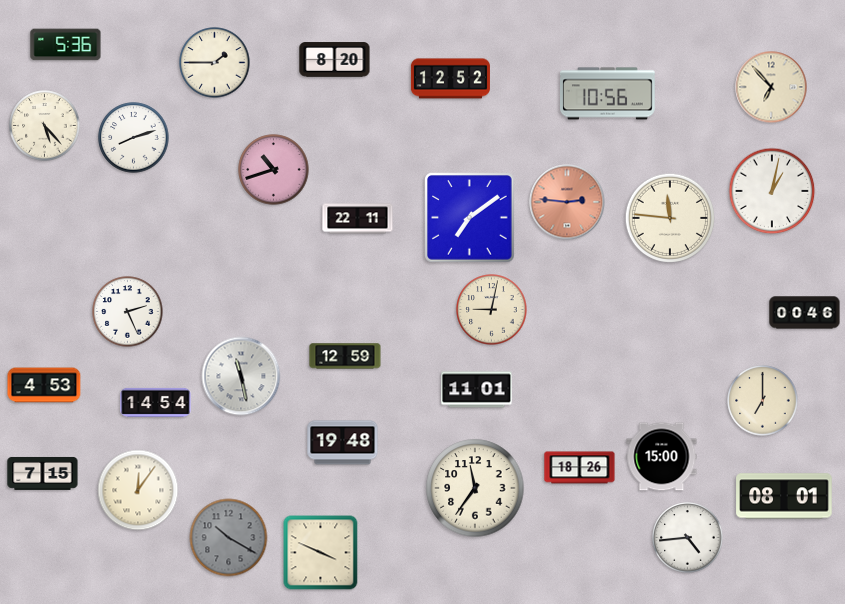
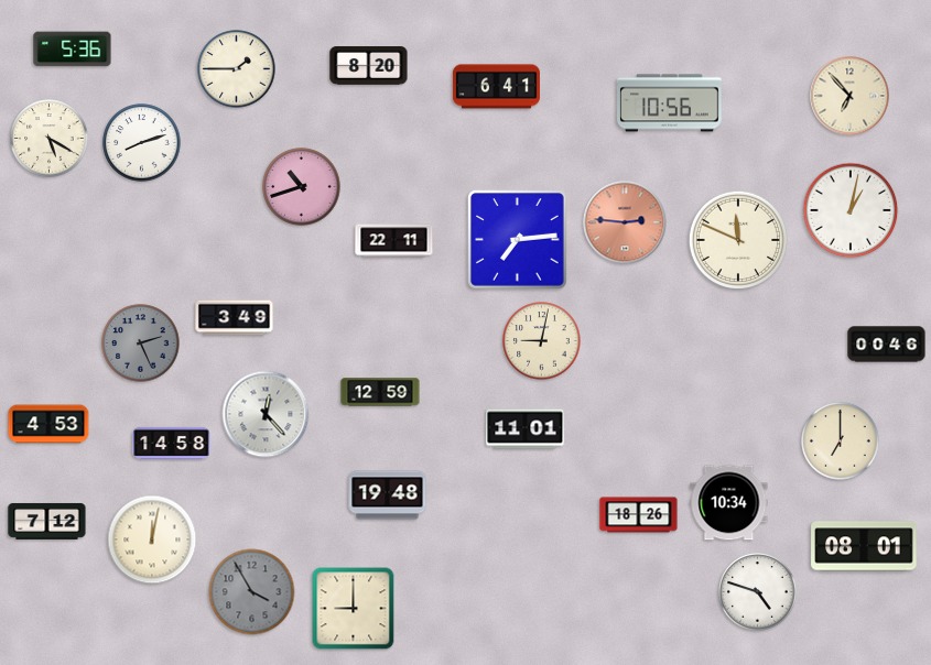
clock at (450, 79): 12:52 -> 6:41
clock at (45, 126): 5:23 -> 5:20
clock at (134, 138) position: (134, 138) -> (142, 143)
clock at (669, 217): 11:46 -> 11:49
clock at (470, 218): 7:09 -> 7:14
clock at (235, 318): none -> 3:49
clock at (128, 312) dial: white -> grey
clock at (241, 376): 11:28 -> 12:23
clock at (156, 402): 14:54 -> 14:58
clock at (343, 443) position: (343, 443) -> (388, 495)
clock at (662, 457): 15:00 -> 10:34
clock at (43, 473): 7:15 -> 7:12
clock at (475, 488): 11:36 -> none
clock at (138, 490): 12:06 -> 12:02
clock at (229, 538): 10:20 -> 3:55
clock at (688, 538): 4:44 -> 4:48
clock at (321, 553): 3:49 -> 9:00
